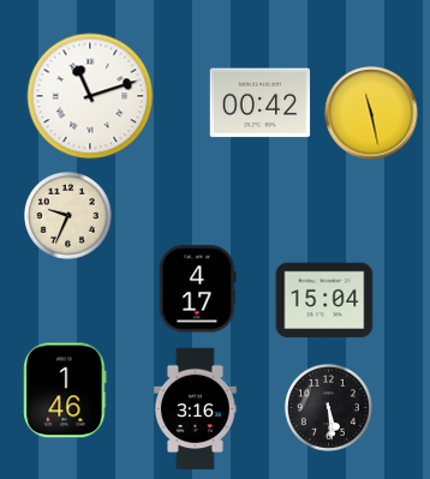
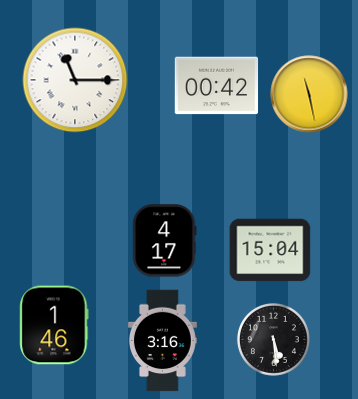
clock at (90, 96): 11:12 -> 11:15
clock at (67, 215): 9:34 -> none
